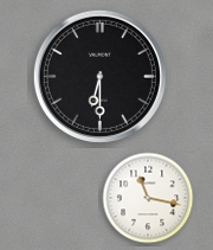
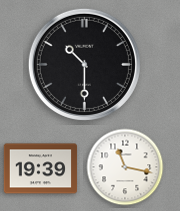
clock at (99, 76): 6:30 -> 10:30
clock at (41, 169): none -> 19:39
